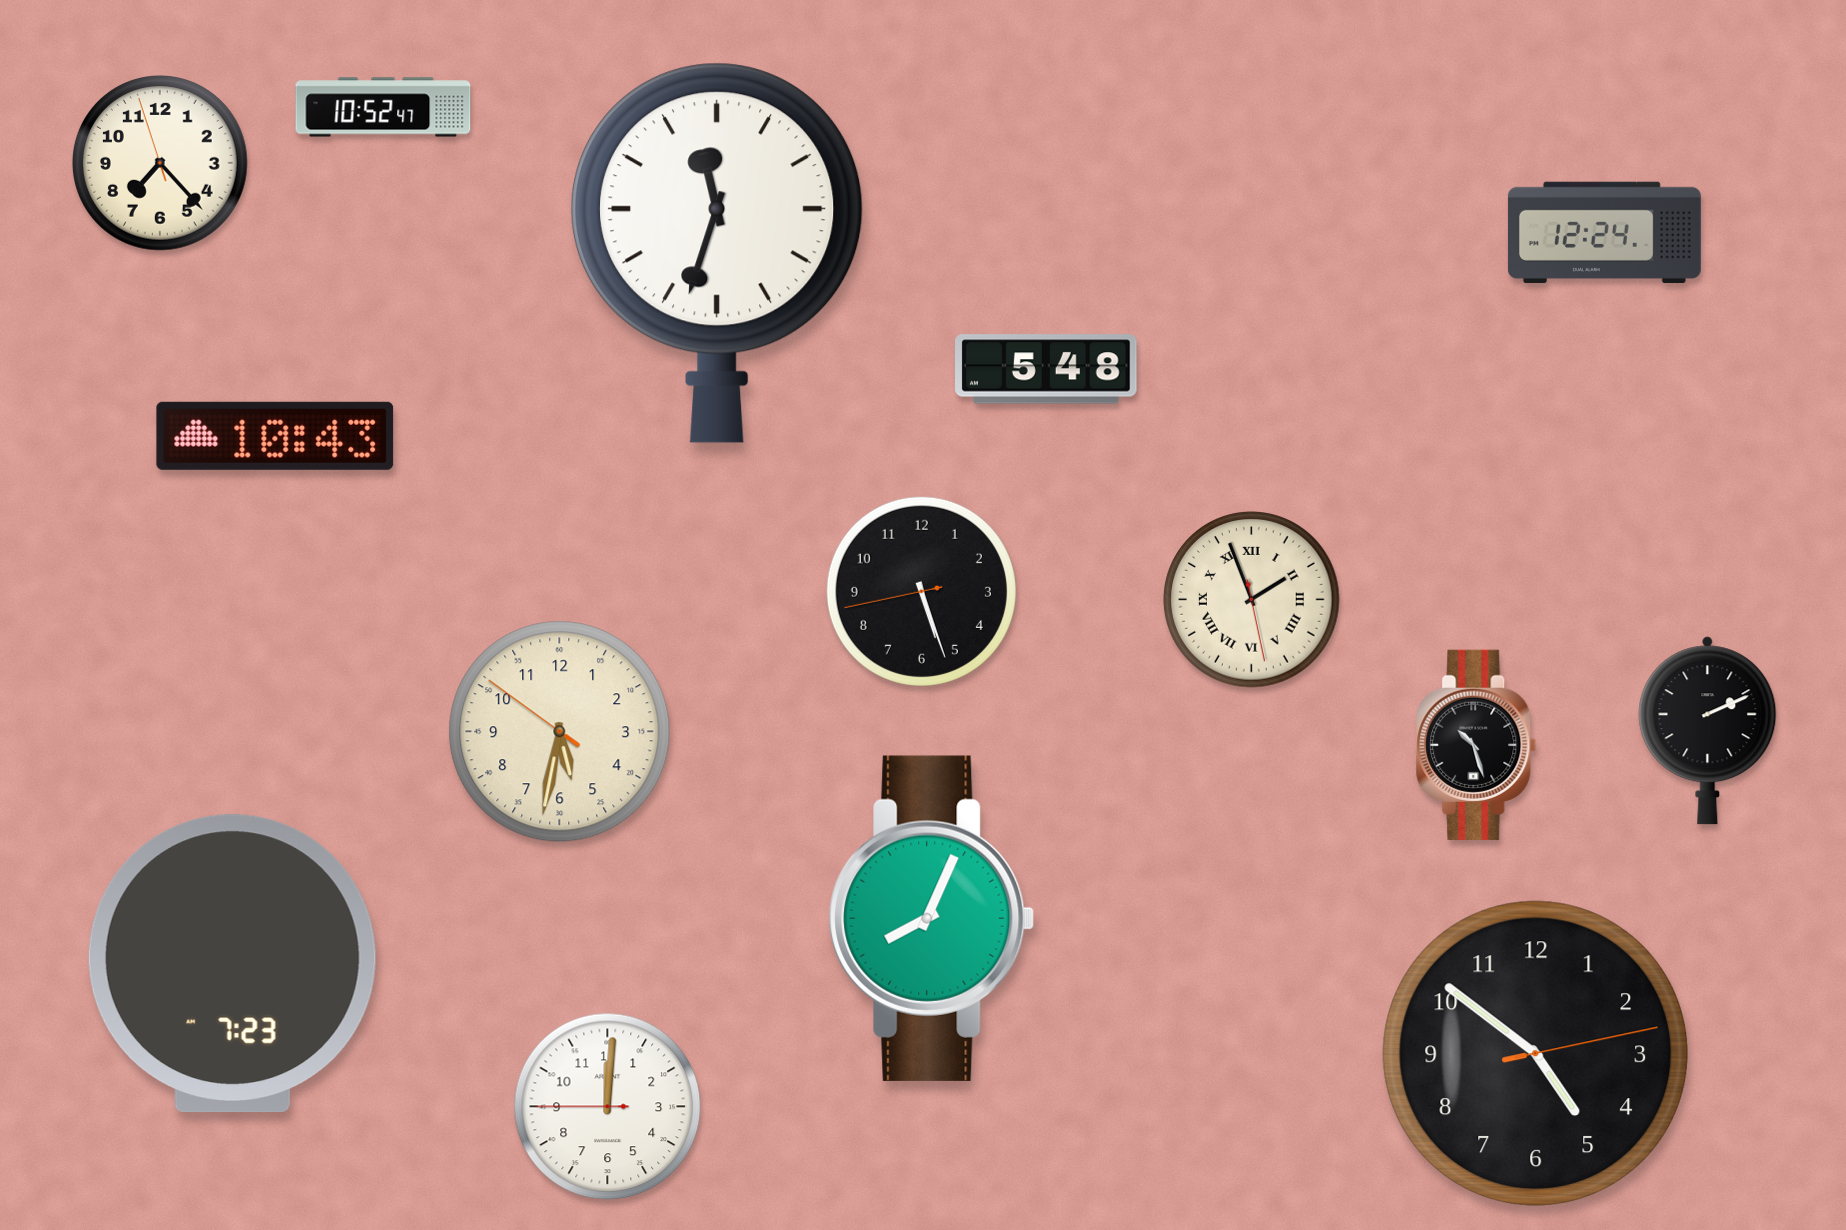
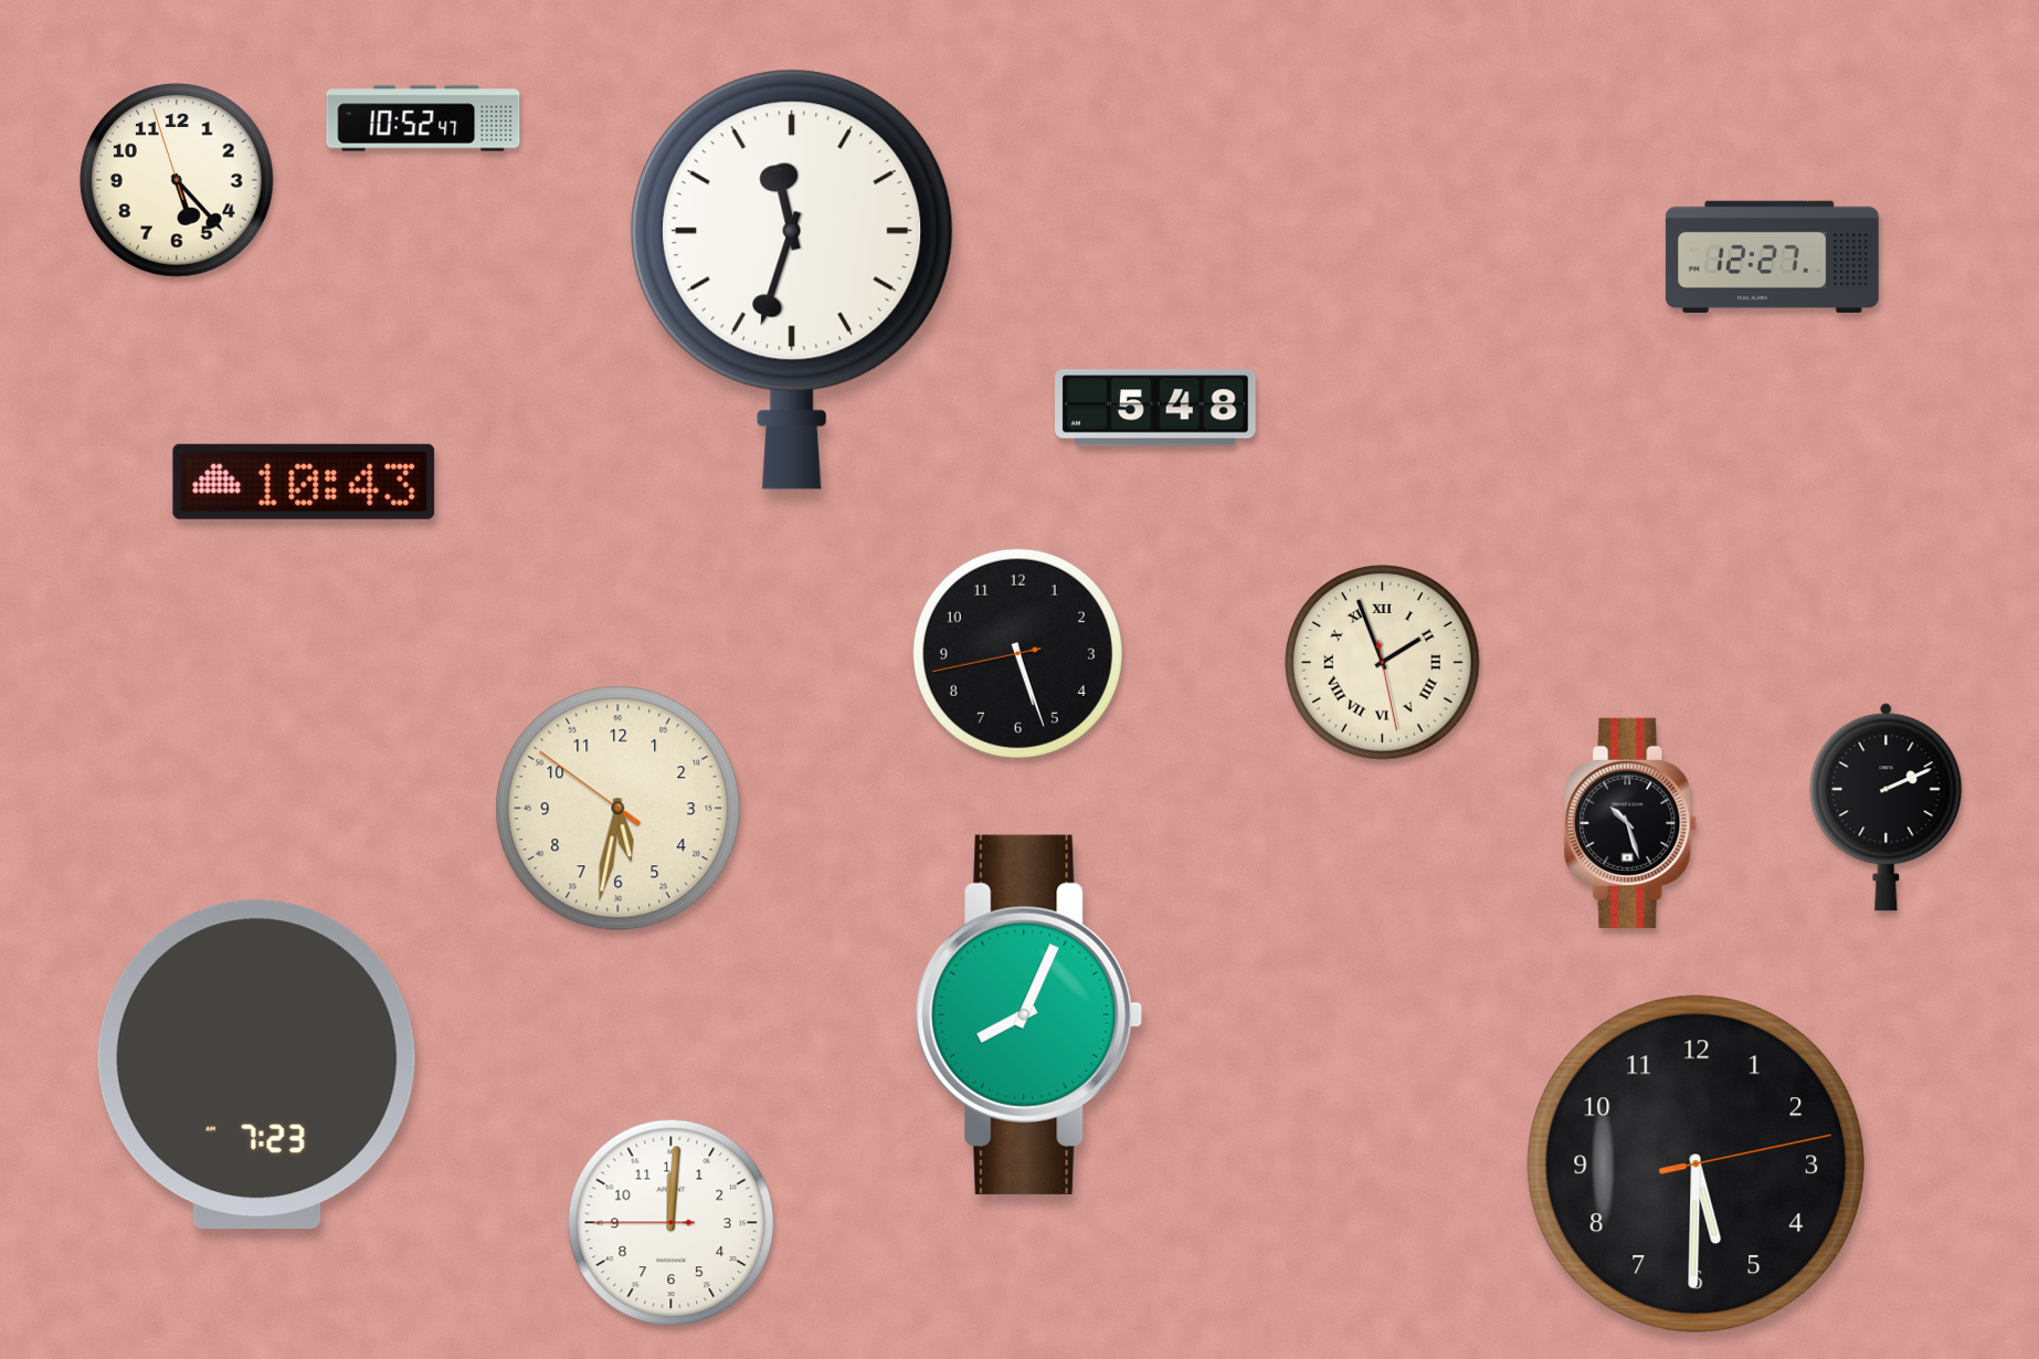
clock at (161, 164): 7:22 -> 5:22
clock at (1604, 232): 12:24 -> 12:27
clock at (1536, 1054): 4:51 -> 5:30
